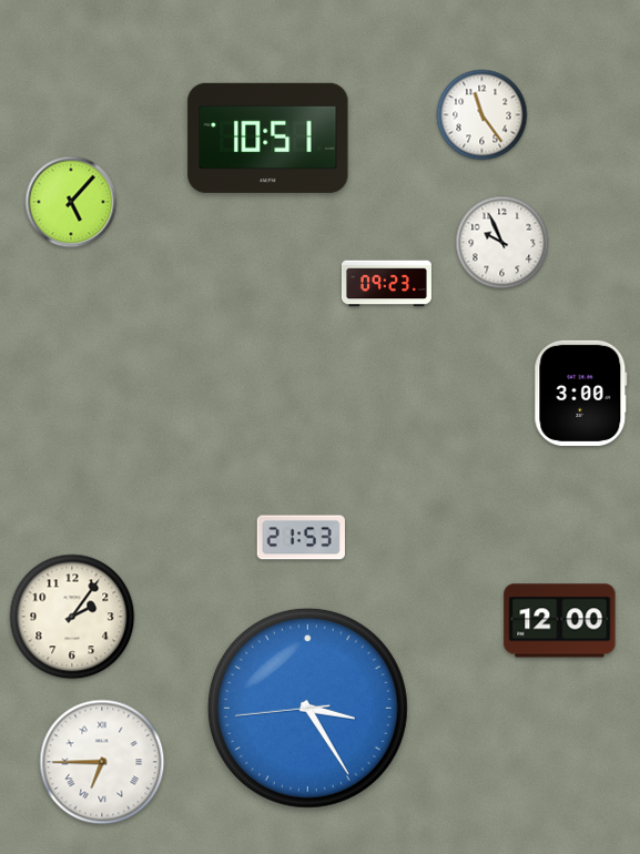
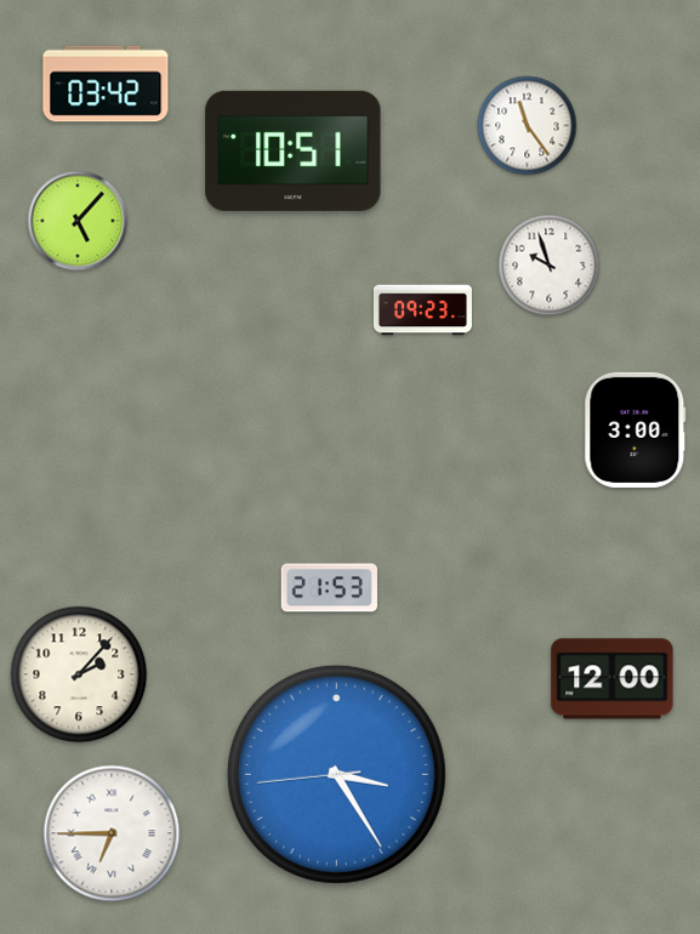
clock at (106, 84): none -> 03:42
clock at (502, 243): 9:56 -> 9:57
clock at (72, 617): 2:06 -> 2:07
